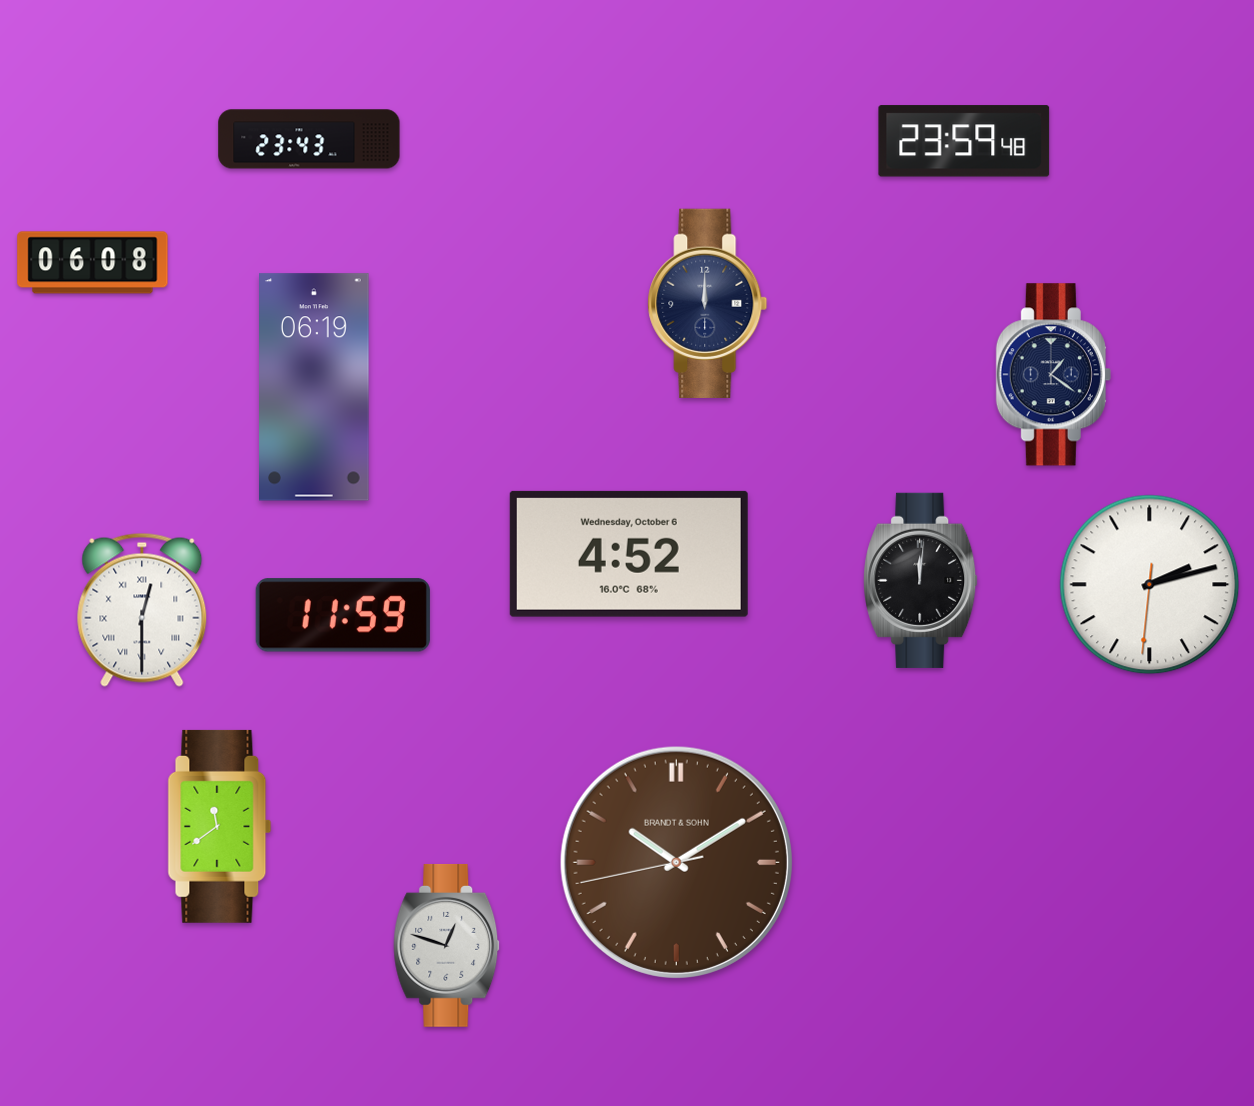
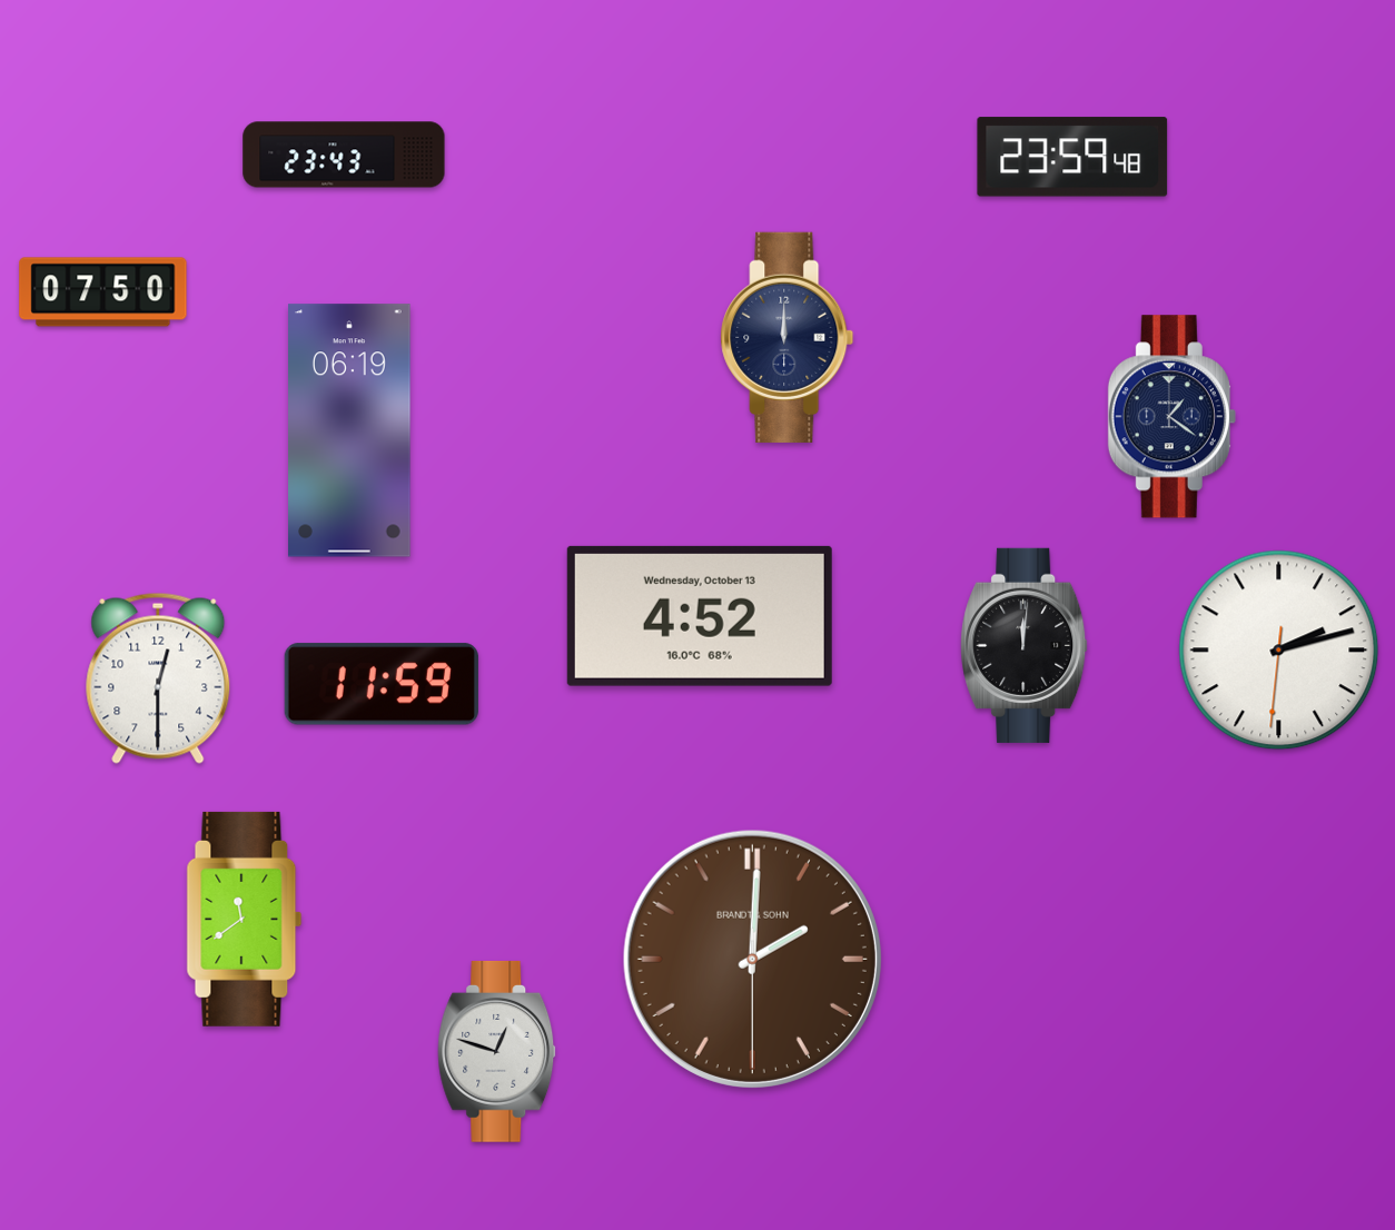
clock at (93, 263): 06:08 -> 07:50
clock at (629, 554) date: Wednesday, October 6 -> Wednesday, October 13
clock at (142, 610) numerals: Roman -> Arabic
clock at (676, 862): 10:09 -> 2:00
